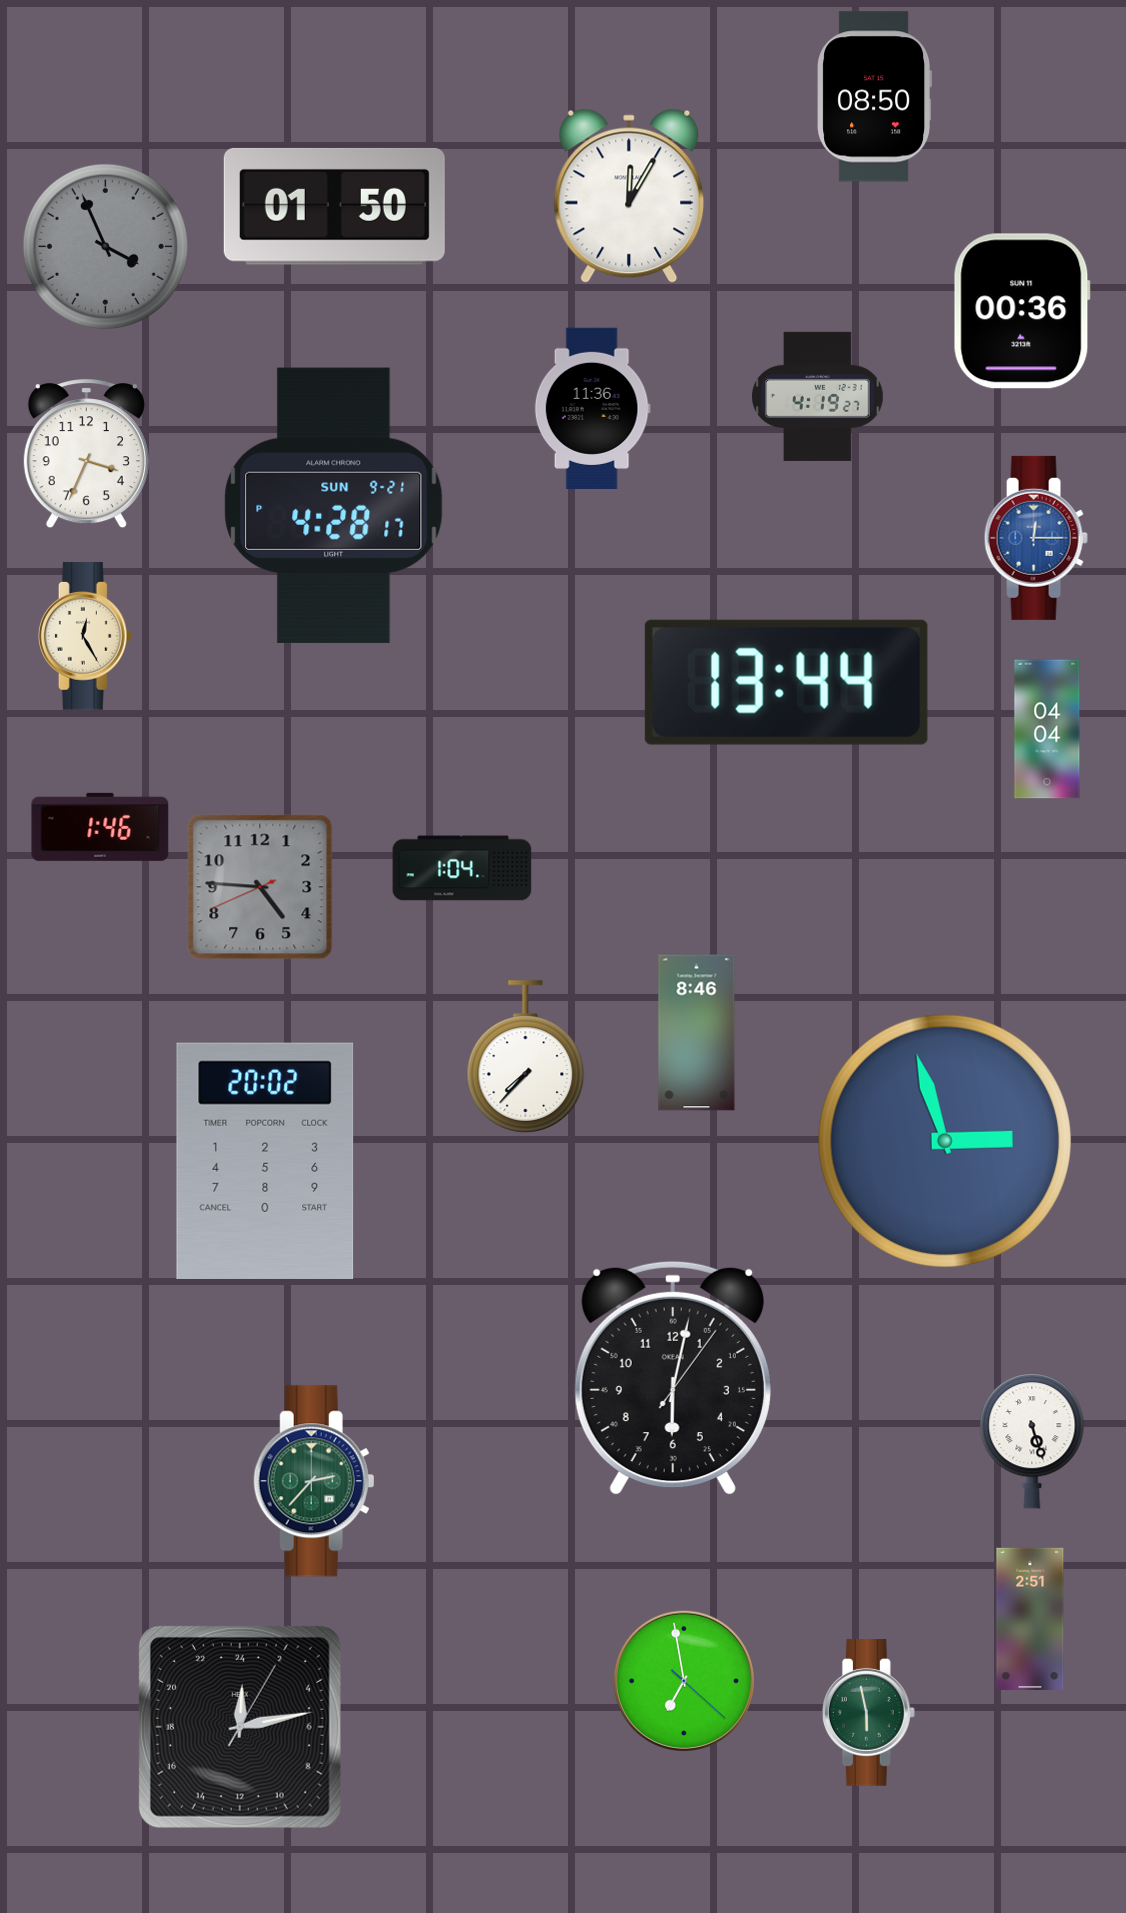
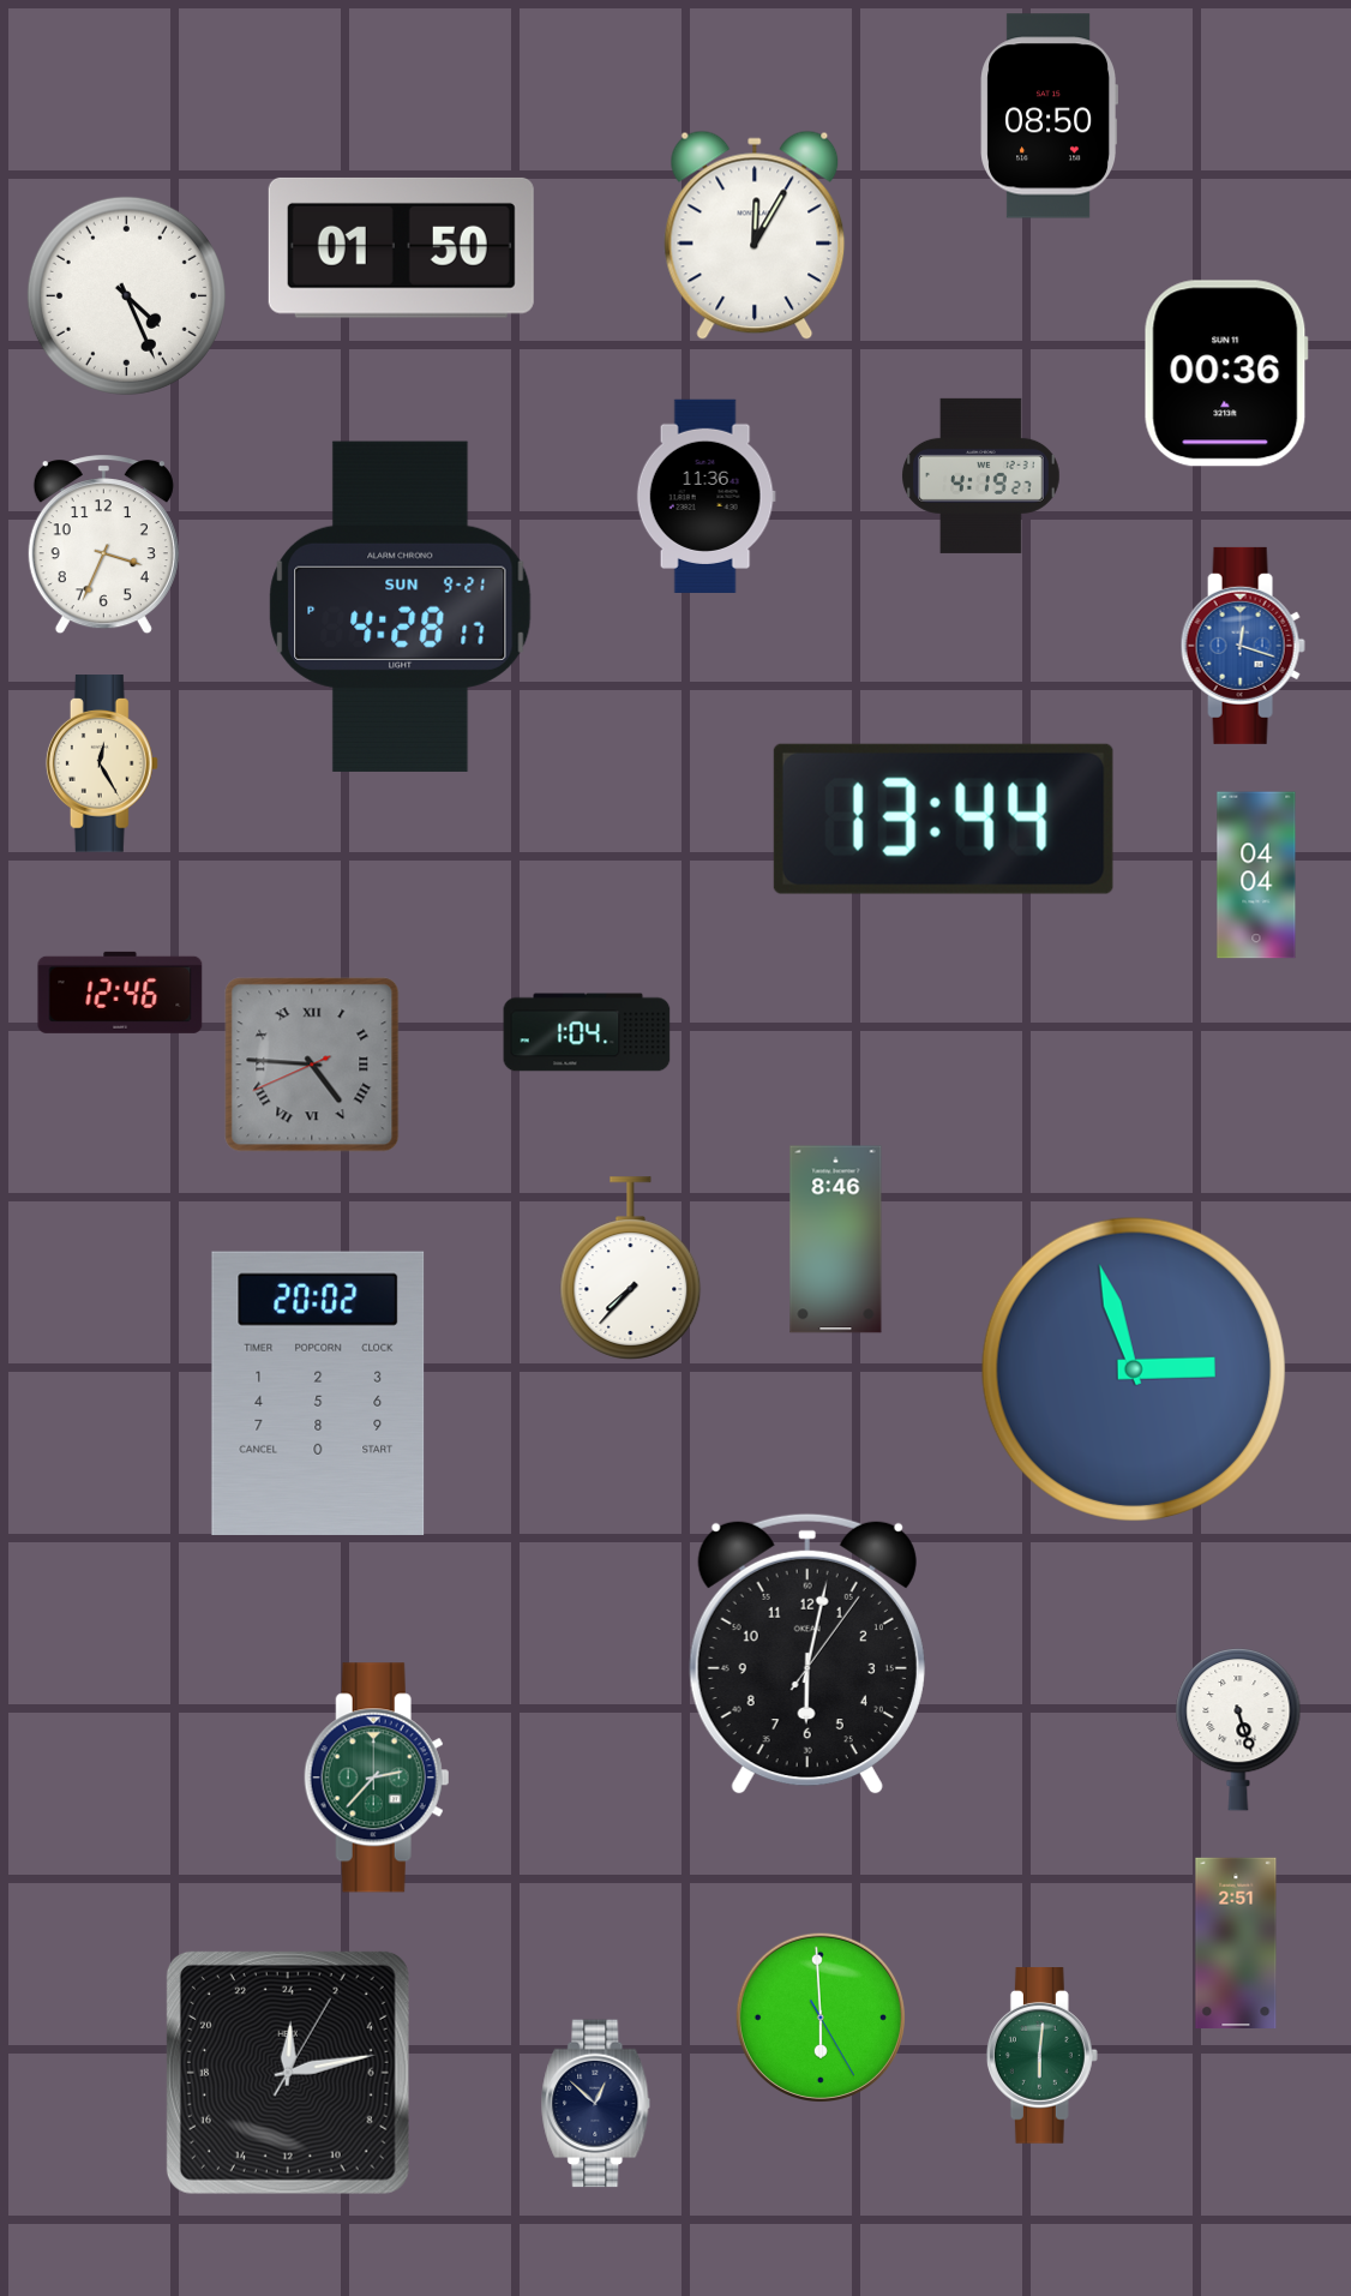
clock at (105, 246): 3:56 -> 4:26
clock at (105, 246) dial: grey -> white
clock at (592, 408) position: (592, 408) -> (705, 496)
clock at (1036, 538): 12:15 -> 12:18
clock at (100, 827): 1:46 -> 12:46
clock at (462, 868) position: (462, 868) -> (587, 1032)
clock at (260, 887) numerals: Arabic -> Roman
clock at (683, 1680): 6:58 -> 5:59
clock at (868, 1713): 5:58 -> 6:01
clock at (596, 2104): none -> 12:52
